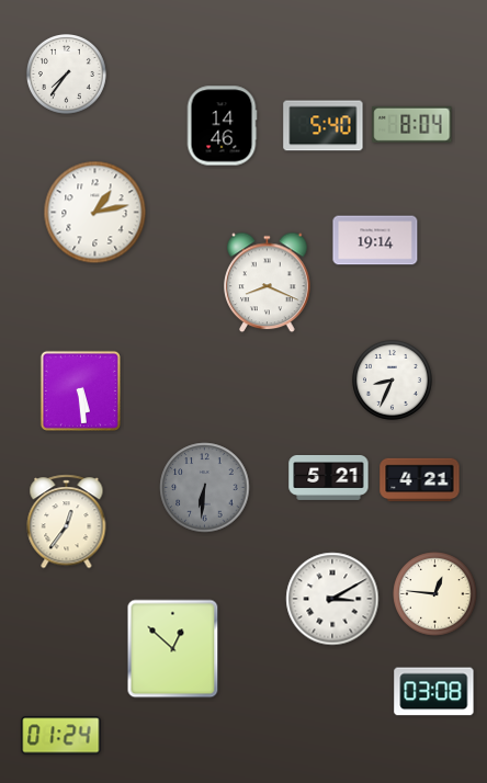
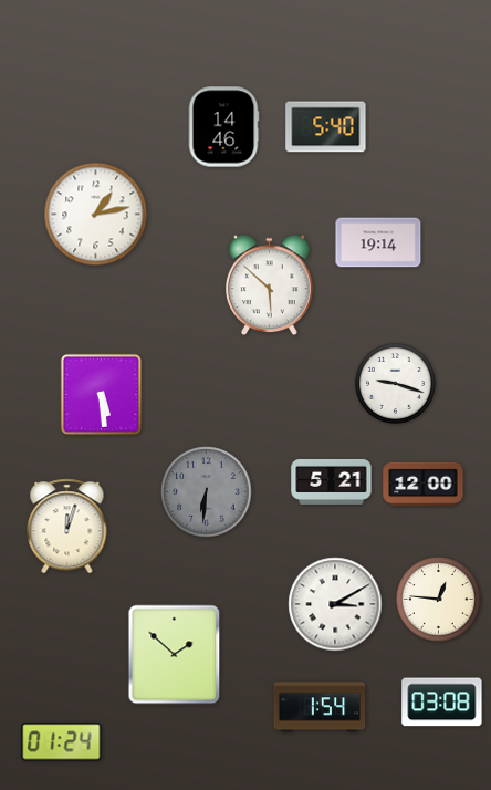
clock at (66, 73): 7:36 -> none
clock at (412, 124): 8:04 -> none
clock at (268, 283): 8:19 -> 5:52
clock at (392, 379): 8:34 -> 9:18
clock at (80, 390) position: (80, 390) -> (101, 394)
clock at (420, 480): 4:21 -> 12:00
clock at (67, 522): 12:36 -> 12:03
clock at (173, 649): 12:52 -> 1:52
clock at (434, 692) position: (434, 692) -> (442, 703)
clock at (320, 707): none -> 1:54
